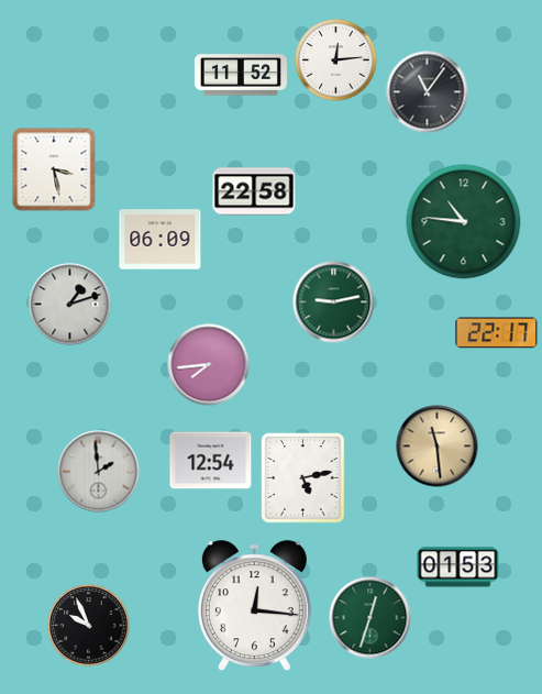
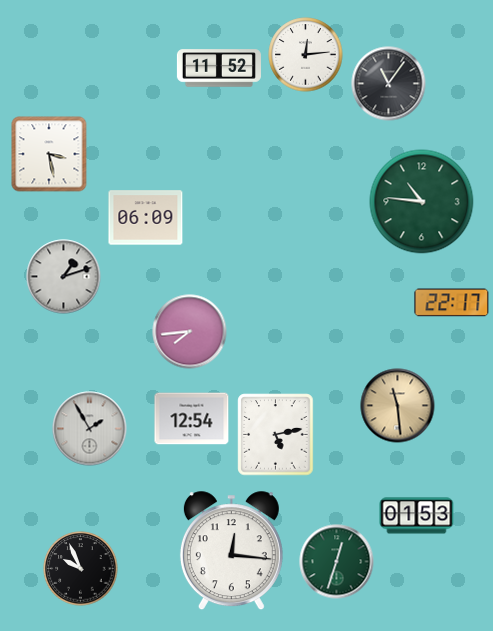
clock at (254, 191): 22:58 -> none
clock at (334, 302): 9:13 -> none
clock at (99, 472): 1:59 -> 1:55
